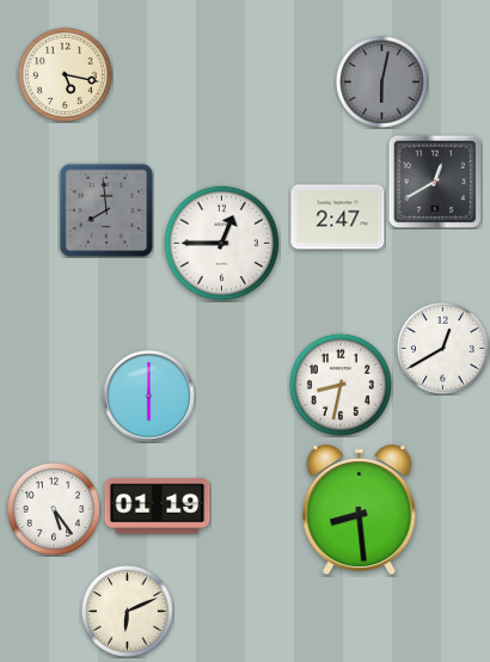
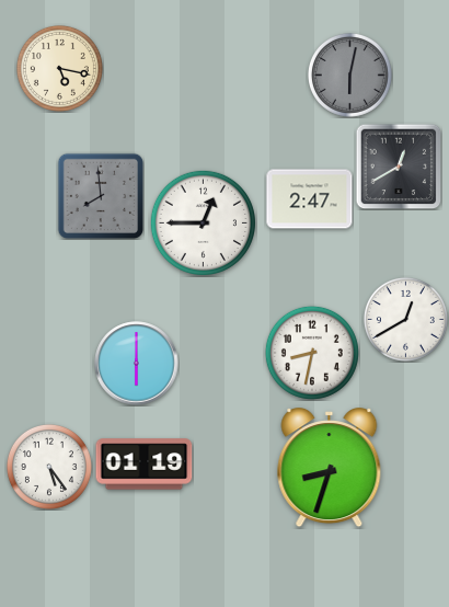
clock at (105, 209) position: (105, 209) -> (100, 195)
clock at (360, 511): 8:29 -> 8:33
clock at (127, 611): 6:11 -> none
